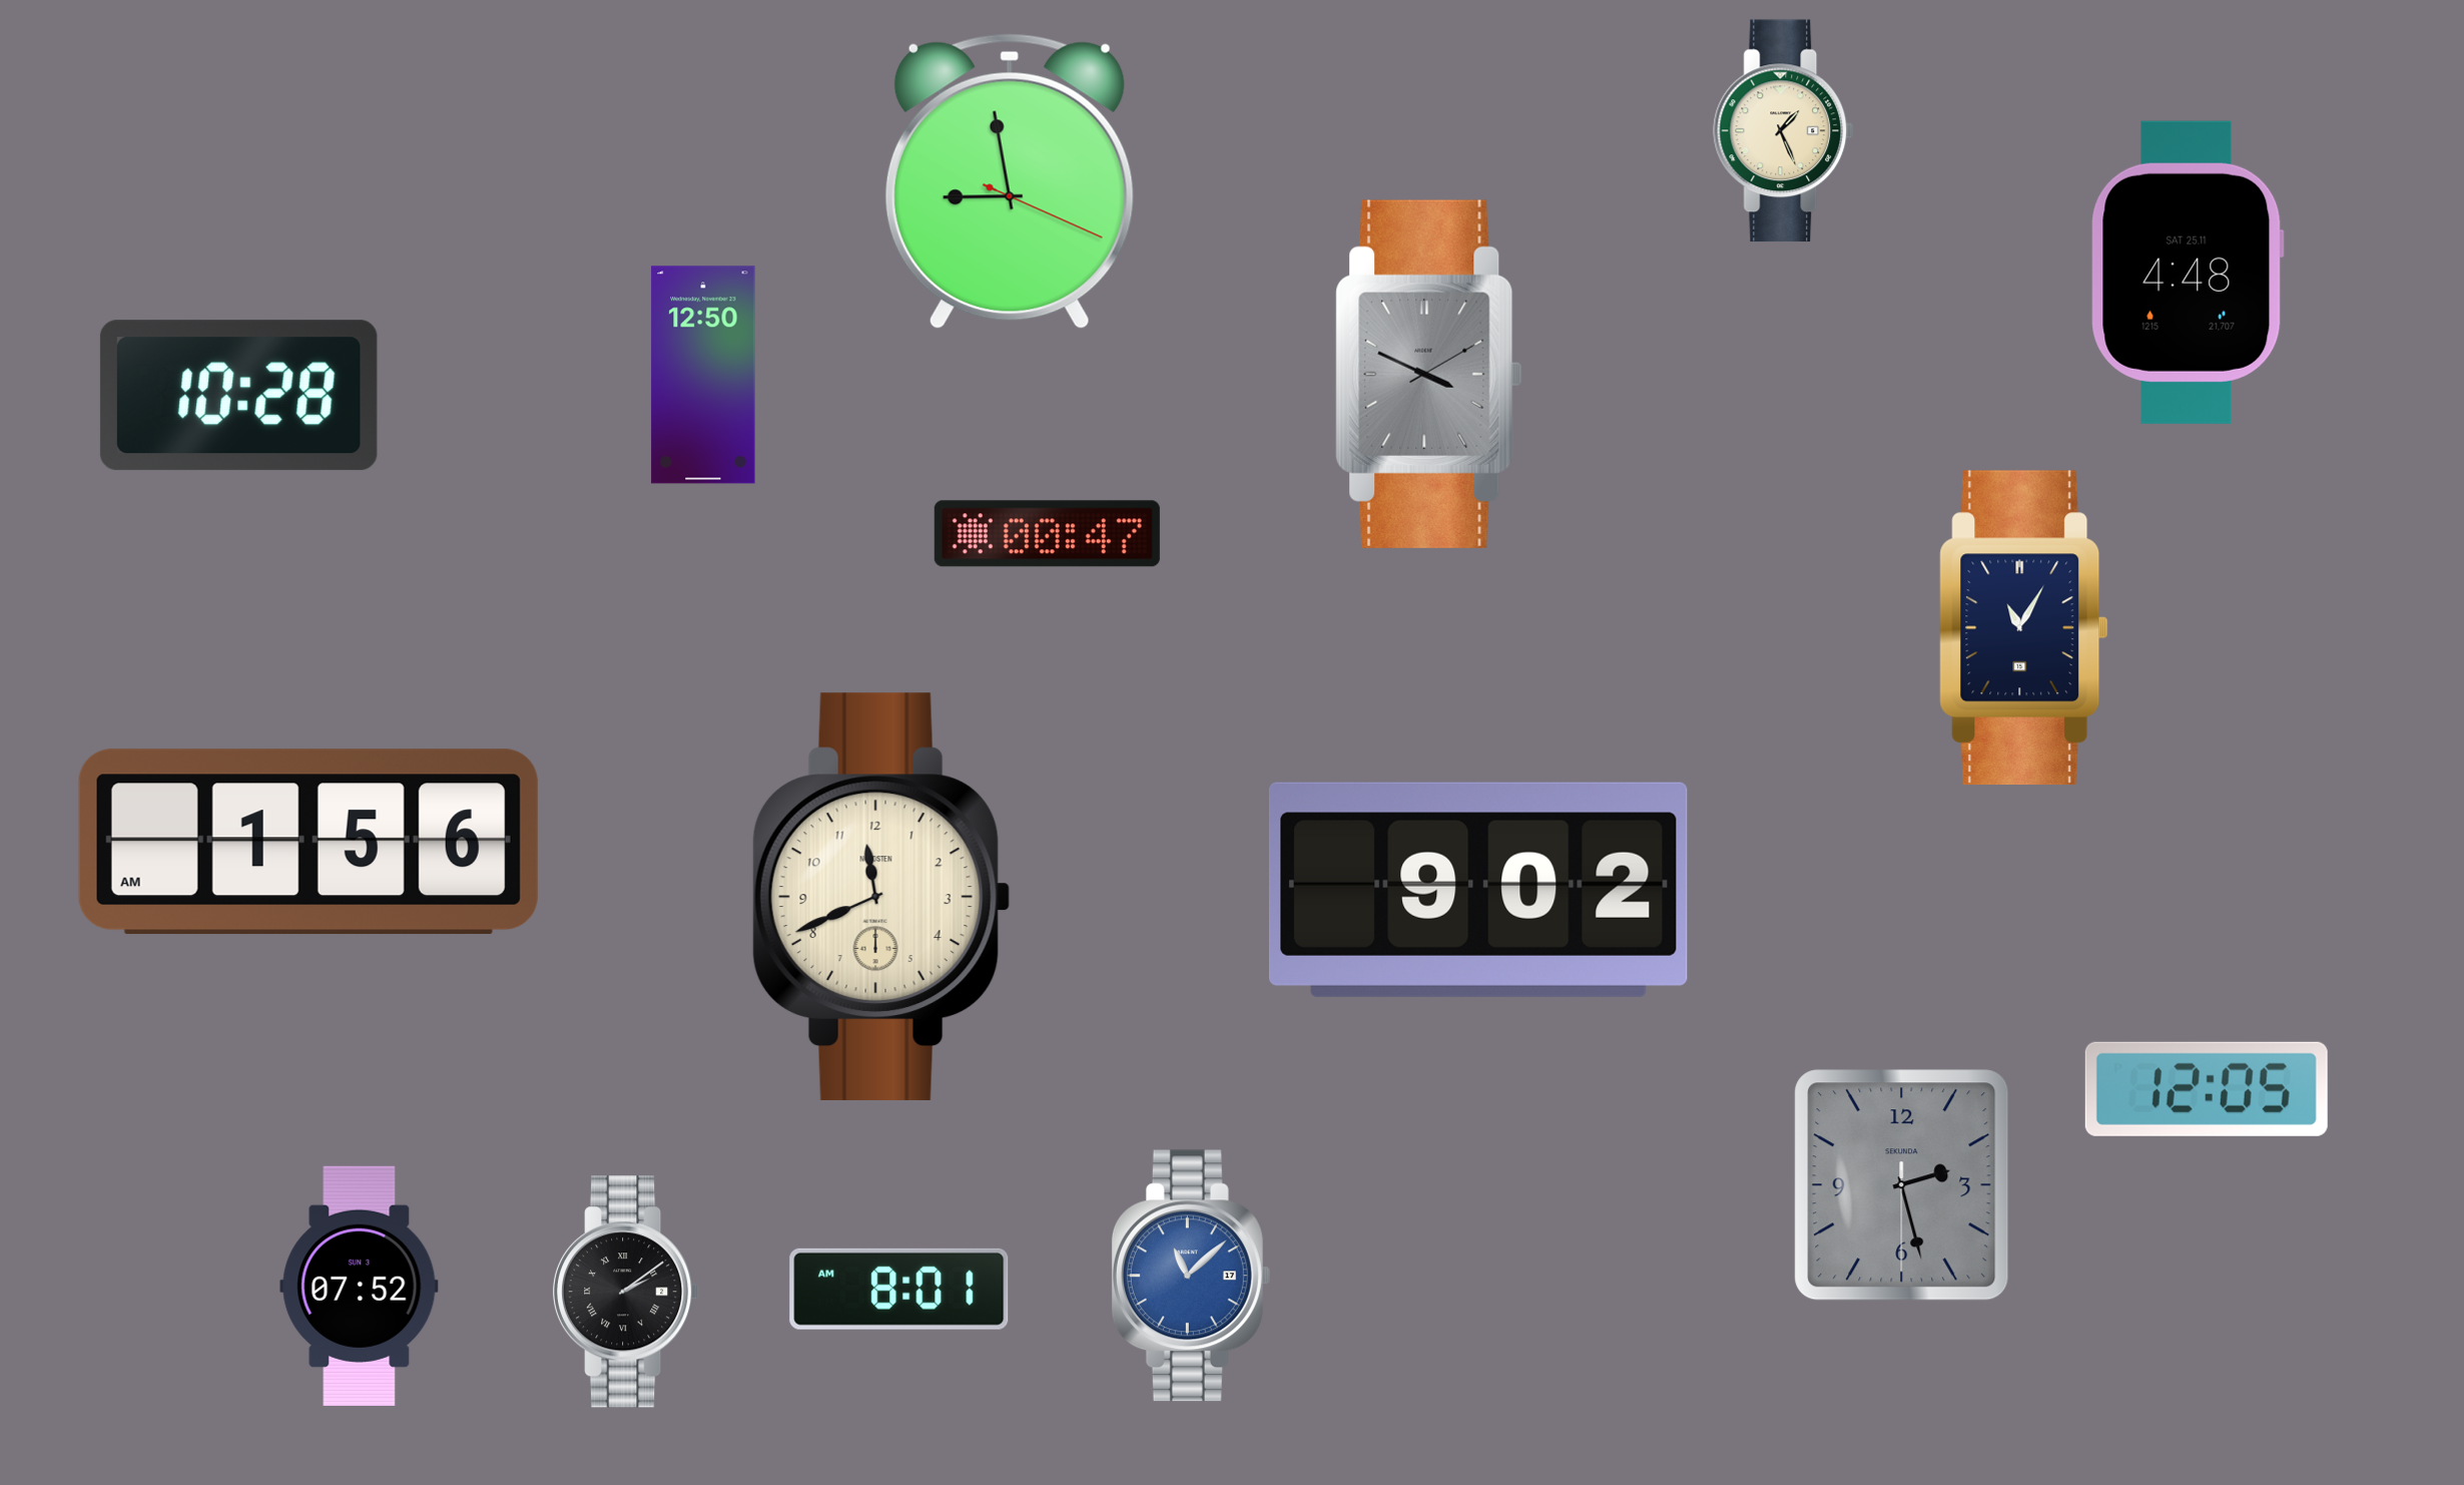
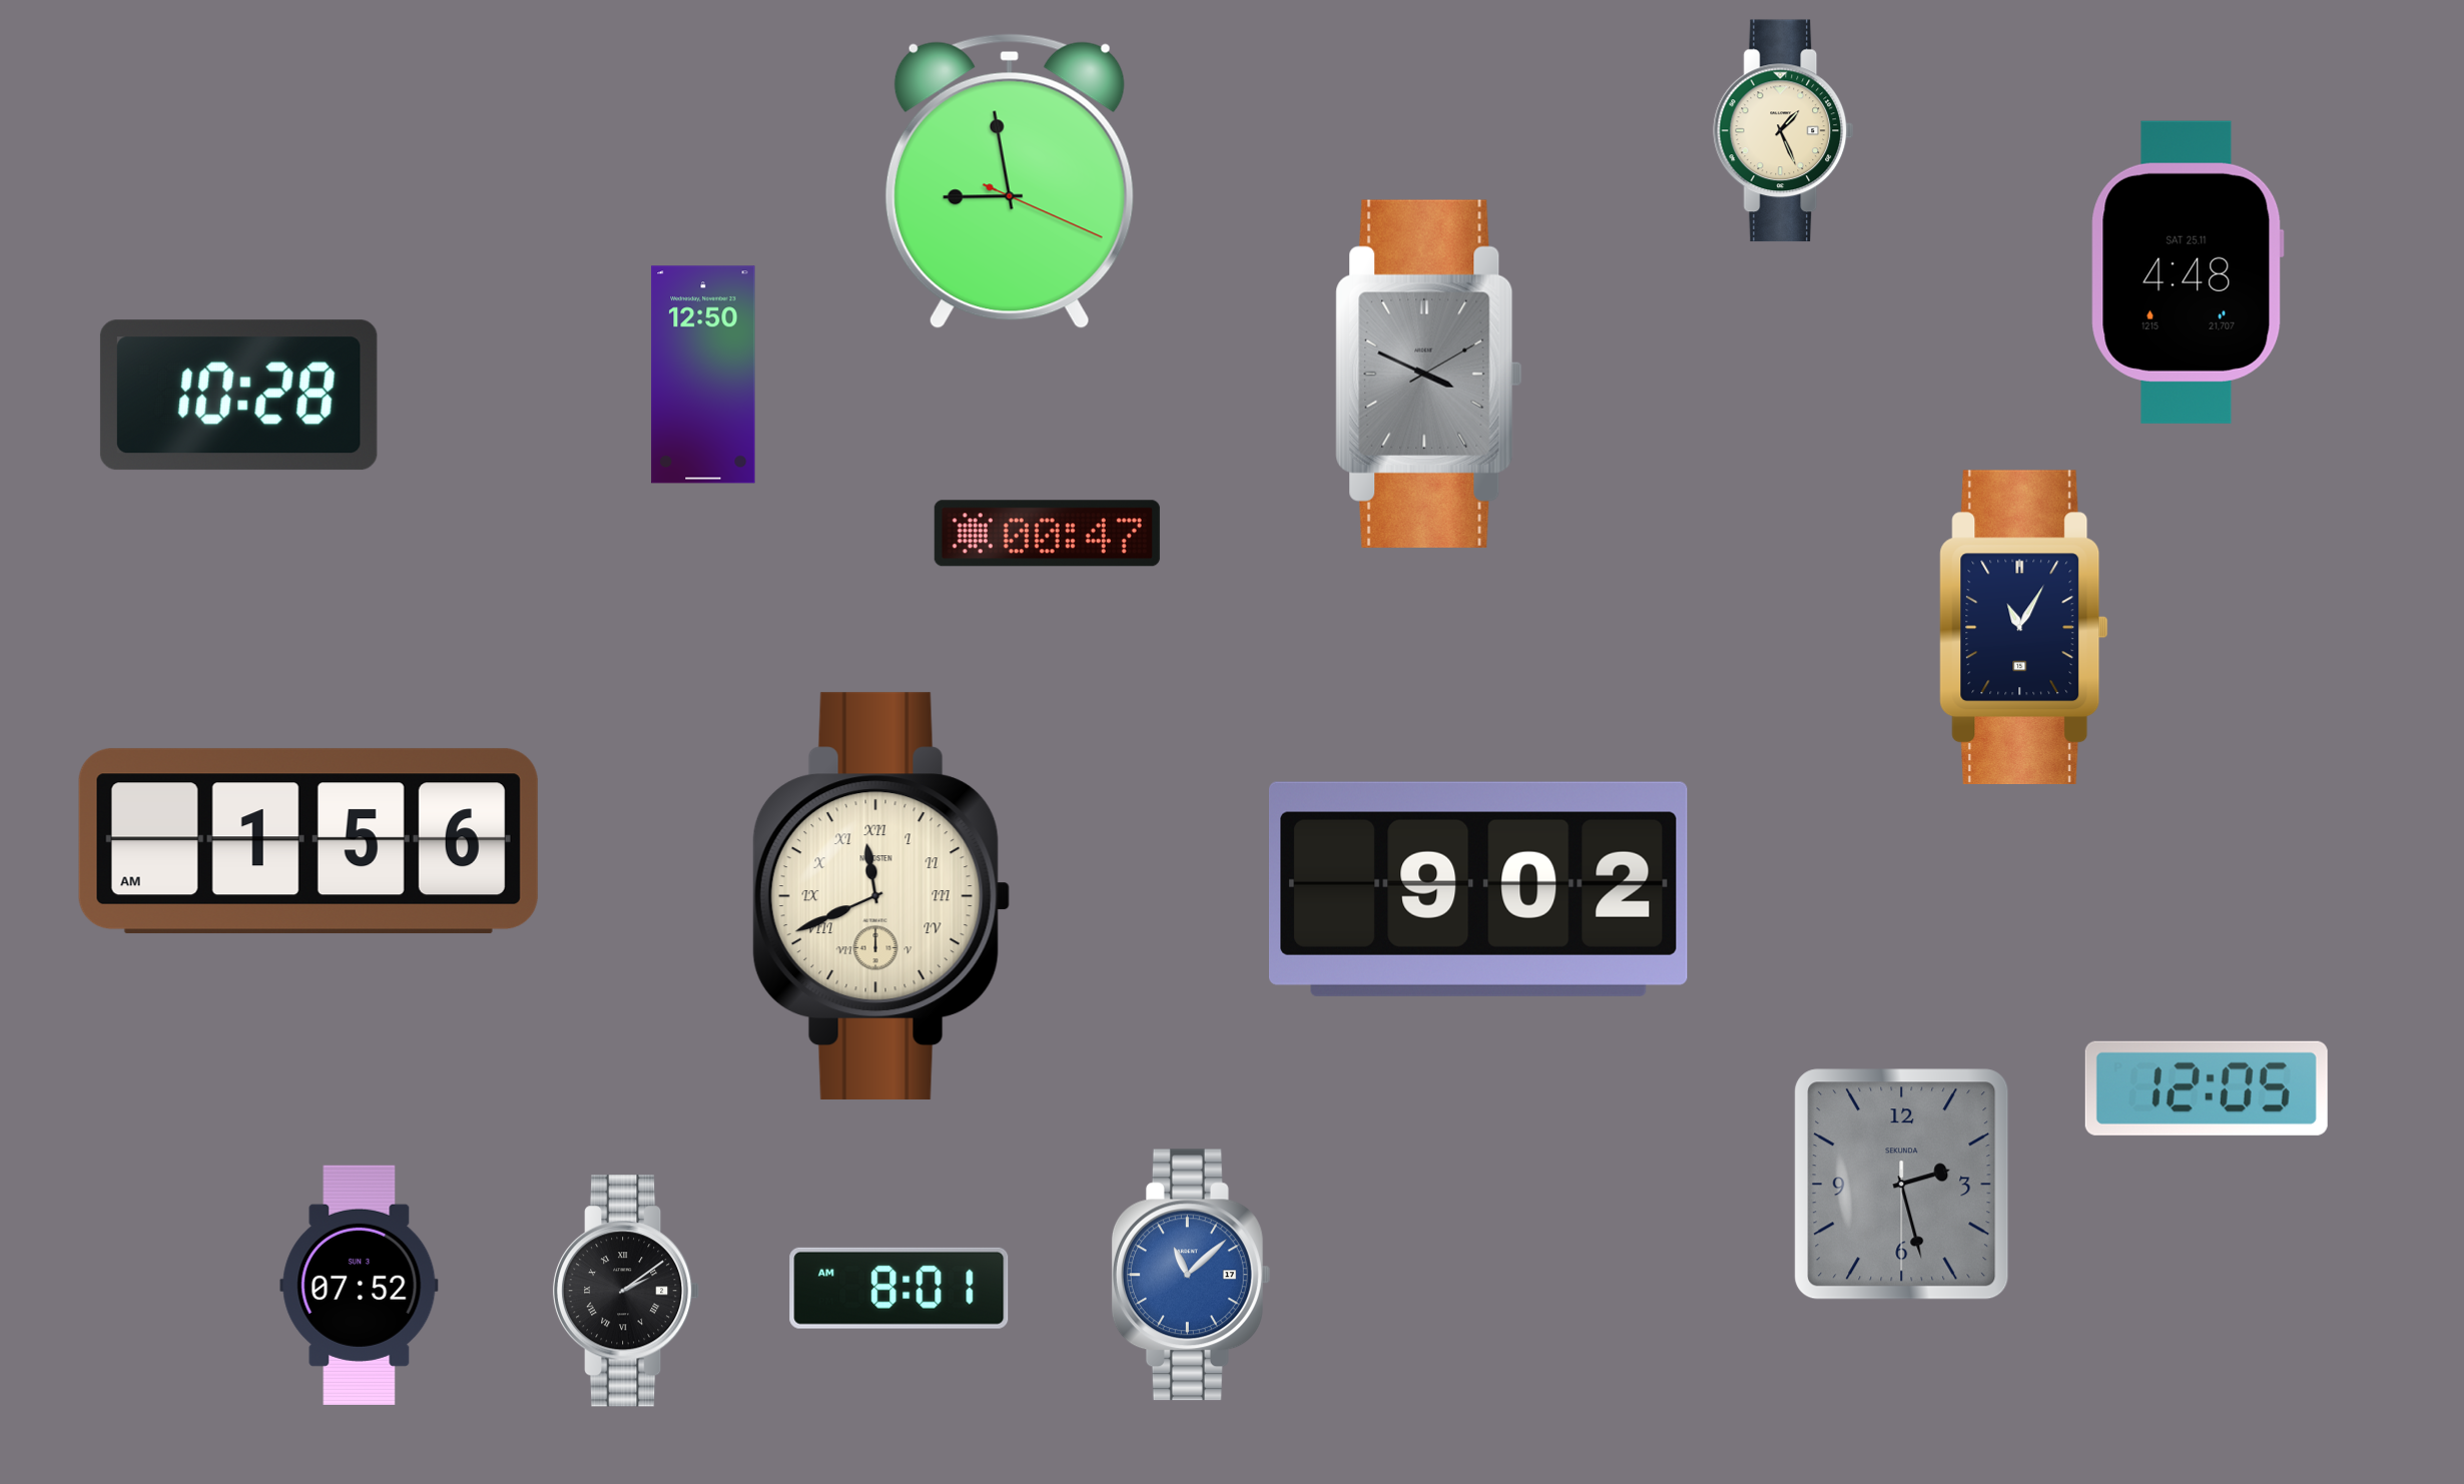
clock at (881, 897) numerals: Arabic -> Roman
